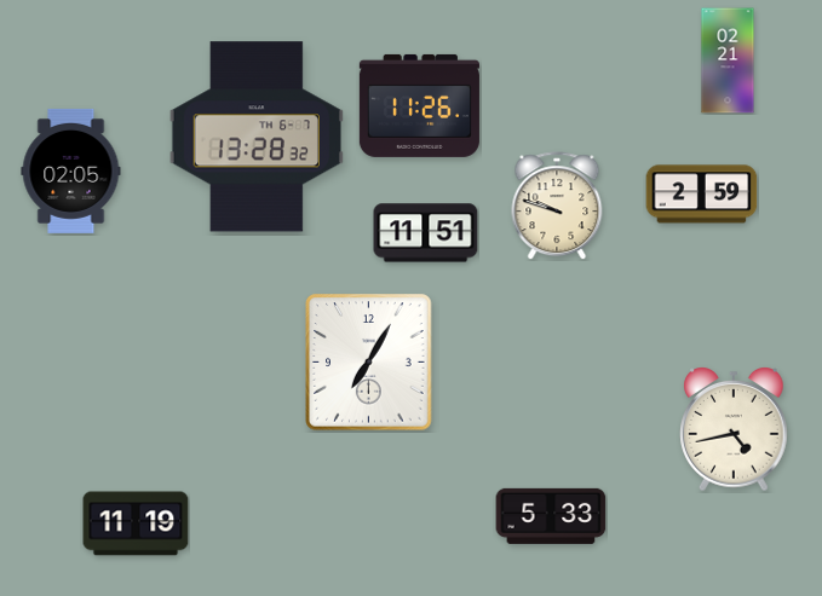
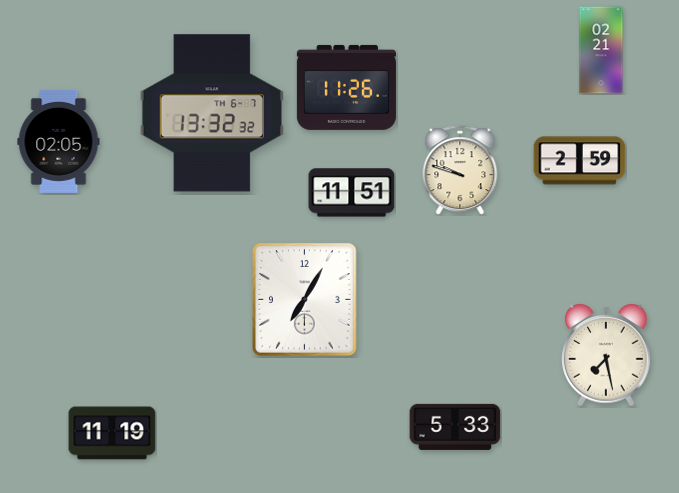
clock at (257, 137): 13:28 -> 13:32
clock at (734, 430): 4:43 -> 7:28
